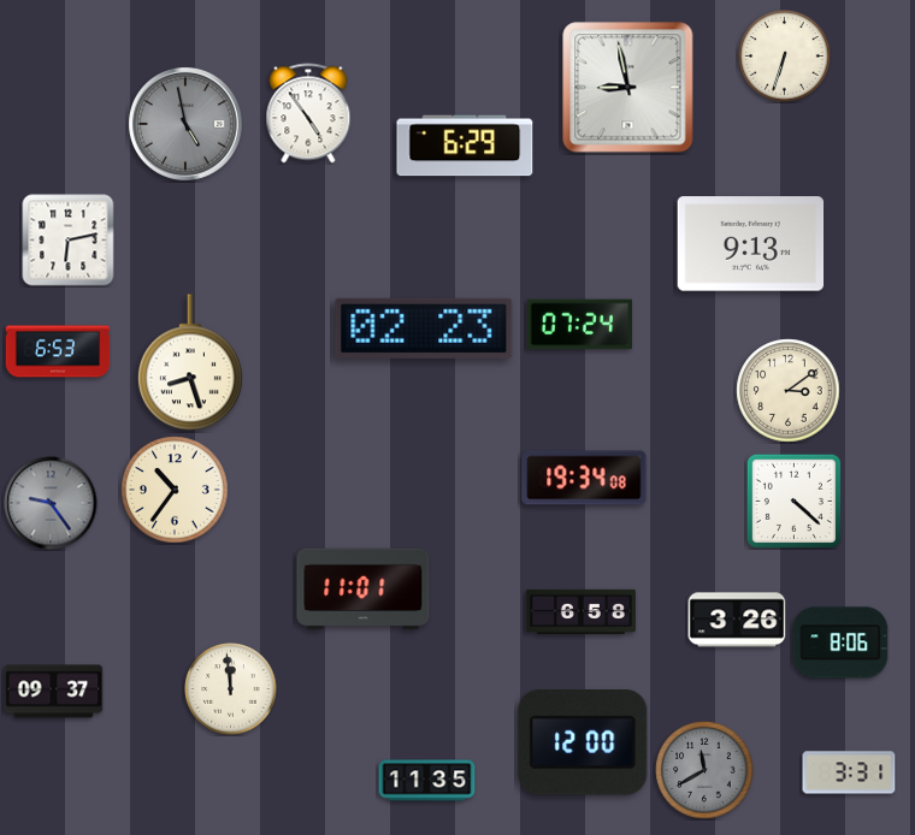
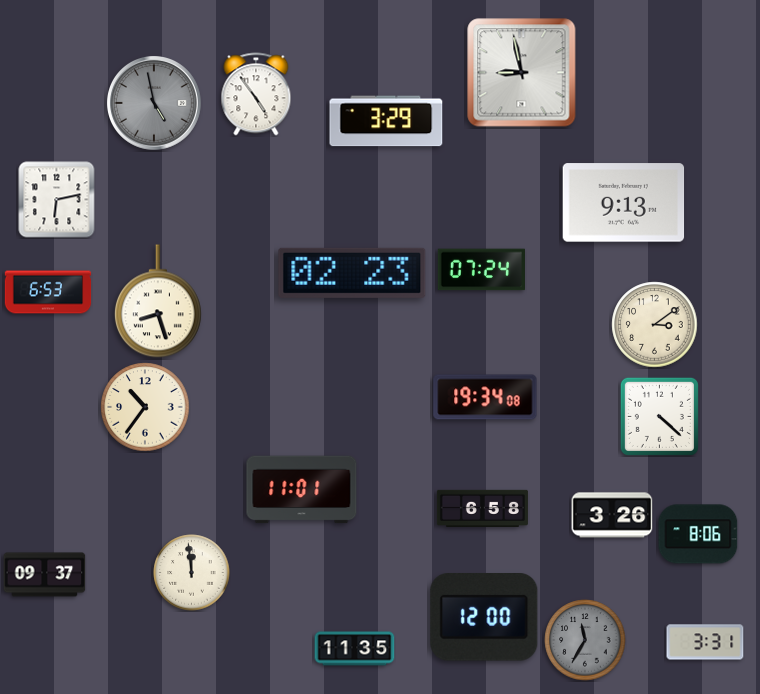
clock at (785, 57): 6:33 -> none
clock at (465, 146): 6:29 -> 3:29
clock at (51, 503): 9:24 -> none
clock at (704, 770): 11:40 -> 11:35
